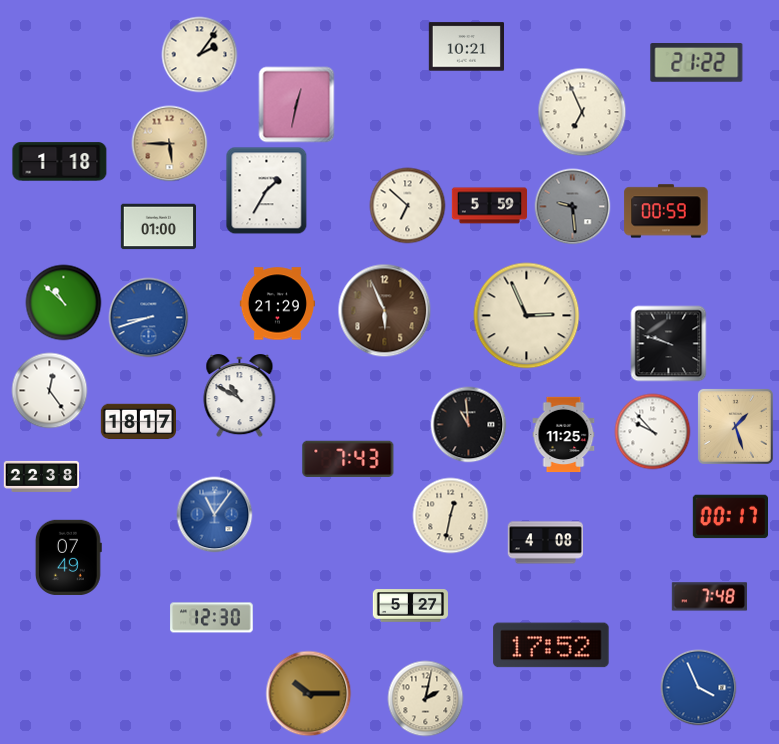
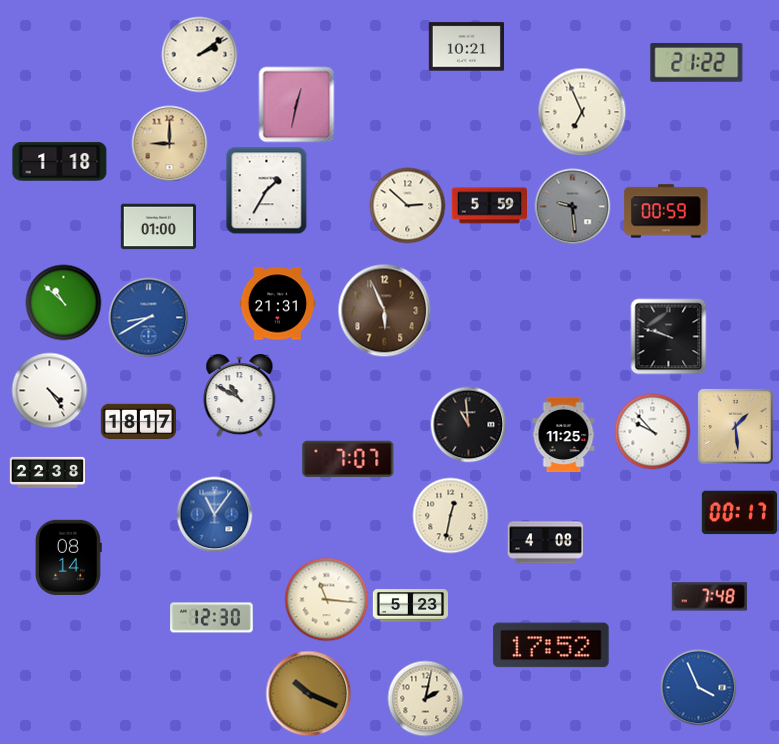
clock at (200, 55): 2:06 -> 2:09
clock at (170, 144): 5:45 -> 9:00
clock at (408, 206): 6:52 -> 2:52
clock at (277, 304): 21:29 -> 21:31
clock at (527, 316): 2:56 -> none
clock at (149, 318): 8:42 -> 8:40
clock at (669, 344) position: (669, 344) -> (669, 337)
clock at (50, 391): 12:24 -> 4:24
clock at (735, 426): 1:27 -> 1:29
clock at (348, 459): 7:43 -> 7:07
clock at (41, 476) position: (41, 476) -> (47, 472)
clock at (730, 517) position: (730, 517) -> (739, 513)
clock at (68, 557): 07:49 -> 08:14
clock at (327, 600): none -> 11:16
clock at (410, 606): 5:27 -> 5:23
clock at (309, 694): 10:15 -> 10:19
